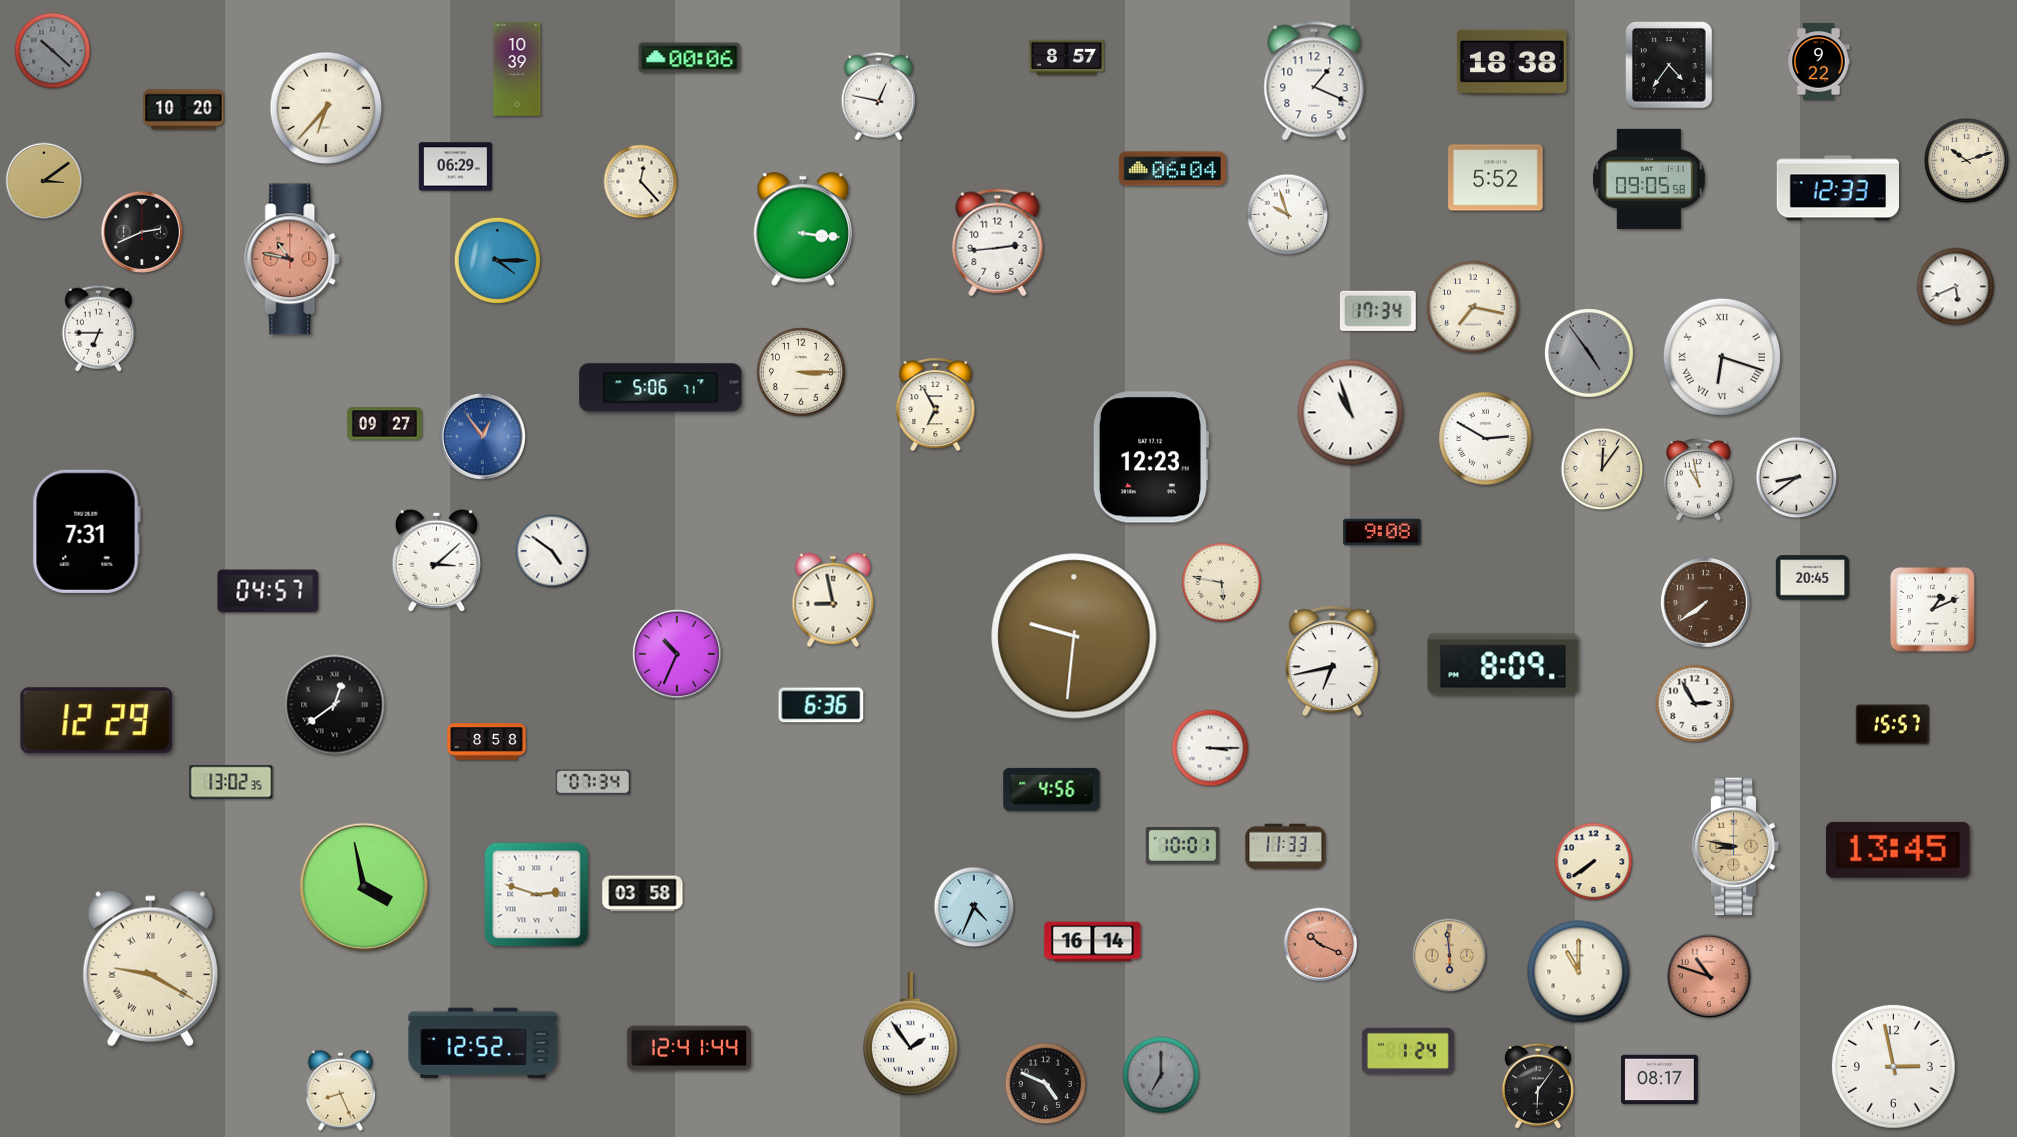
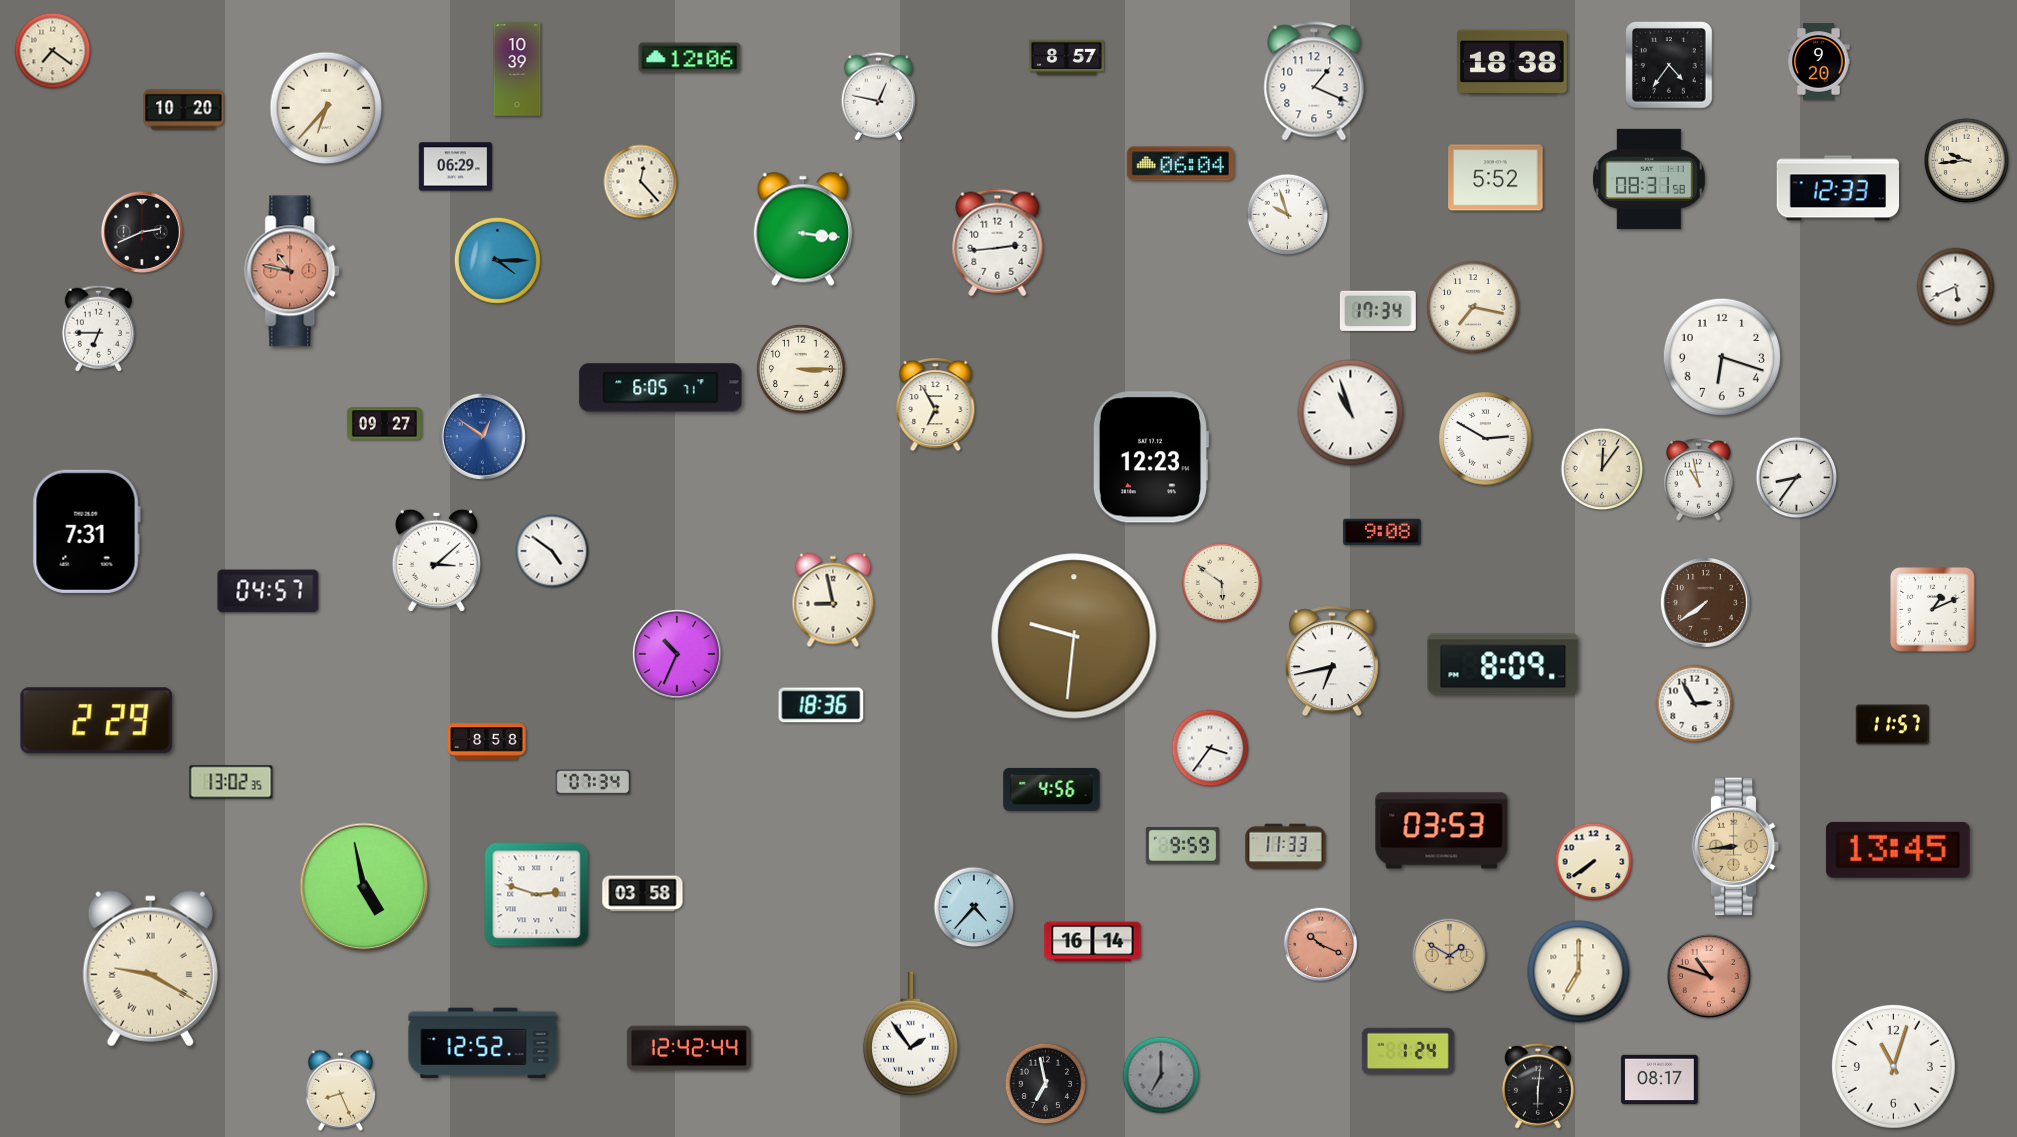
clock at (53, 51): 10:22 -> 7:21
clock at (53, 51) dial: grey -> cream
clock at (690, 58): 00:06 -> 12:06
clock at (1819, 62): 9:22 -> 9:20
clock at (1966, 160): 10:12 -> 9:44
clock at (1172, 169) position: (1172, 169) -> (1180, 164)
clock at (1649, 179): 09:05 -> 08:31
clock at (44, 181): 3:09 -> none
clock at (293, 259) position: (293, 259) -> (293, 271)
clock at (1590, 354): 4:54 -> none
clock at (1722, 357) numerals: Roman -> Arabic
clock at (802, 373) position: (802, 373) -> (802, 370)
clock at (661, 388): 5:06 -> 6:05
clock at (482, 436): 12:54 -> 12:51
clock at (1797, 478): 8:39 -> 8:36
clock at (1812, 578): 20:45 -> none
clock at (1222, 583): 5:47 -> 5:51
clock at (335, 705): 12:39 -> none
clock at (821, 705): 6:36 -> 18:36
clock at (97, 721): 12:29 -> 2:29
clock at (1892, 725): 15:57 -> 11:57
clock at (1210, 748): 3:15 -> 3:36
clock at (1442, 831): none -> 03:53
clock at (1182, 846): 10:01 -> 9:59
clock at (1736, 847): 8:47 -> 8:44
clock at (364, 887): 3:58 -> 4:58
clock at (974, 907): 4:34 -> 4:37
clock at (1450, 956): 5:59 -> 1:50
clock at (1579, 972): 11:00 -> 7:00
clock at (689, 1048): 12:41 -> 12:42
clock at (1893, 1066): 2:58 -> 11:03
clock at (1046, 1084): 4:49 -> 6:58
clock at (1538, 1086): 6:06 -> 6:01
